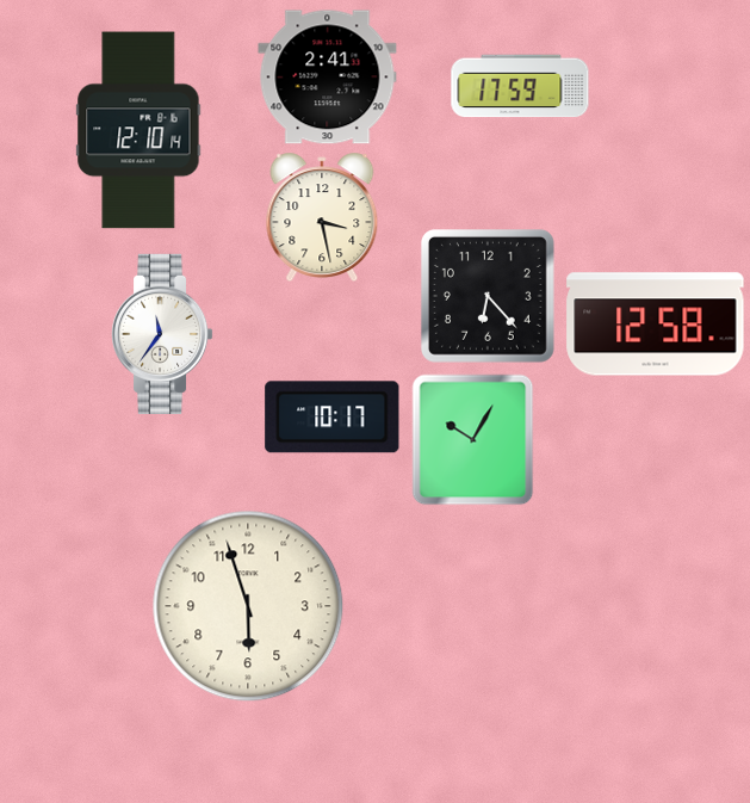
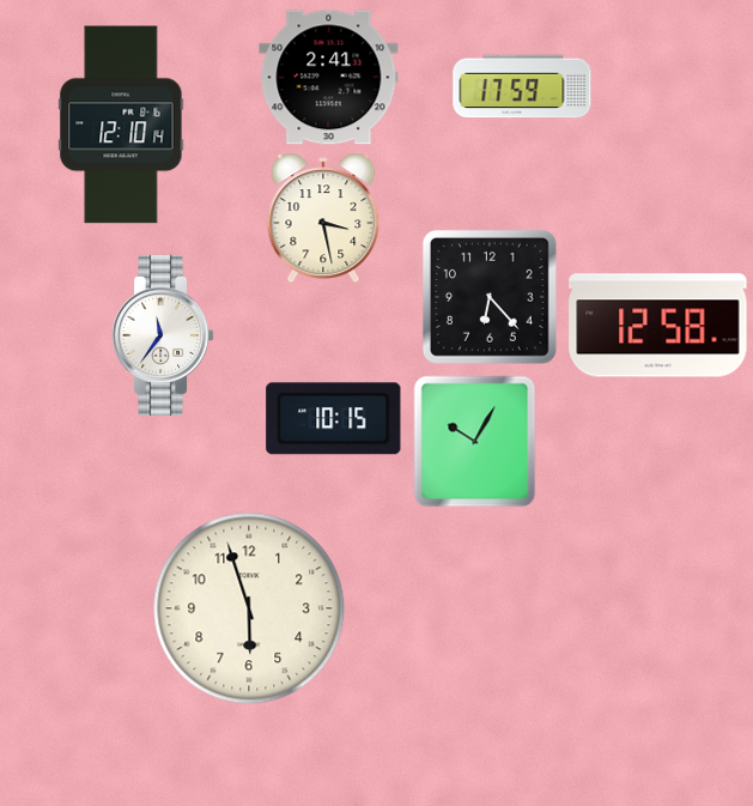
clock at (138, 130) position: (138, 130) -> (121, 125)
clock at (333, 418): 10:17 -> 10:15
